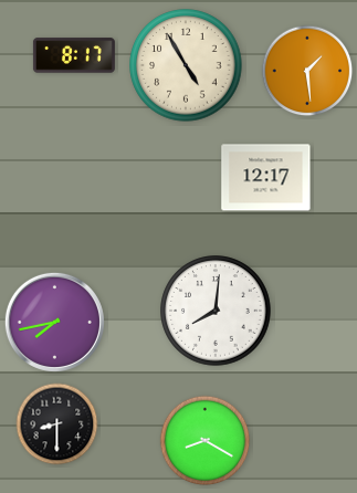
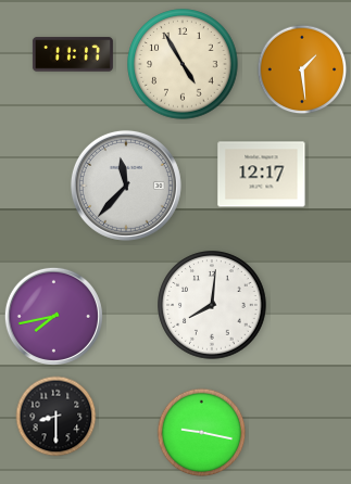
clock at (74, 55): 8:17 -> 11:17
clock at (126, 186): none -> 11:37
clock at (206, 441): 8:20 -> 9:17
